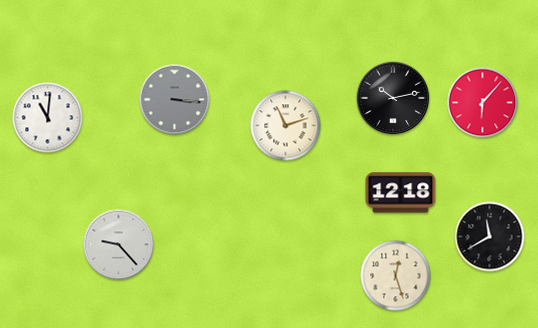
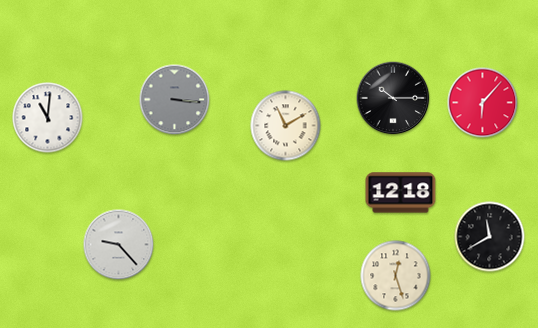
clock at (393, 98): 10:13 -> 10:15
clock at (286, 126): 11:12 -> 11:10
